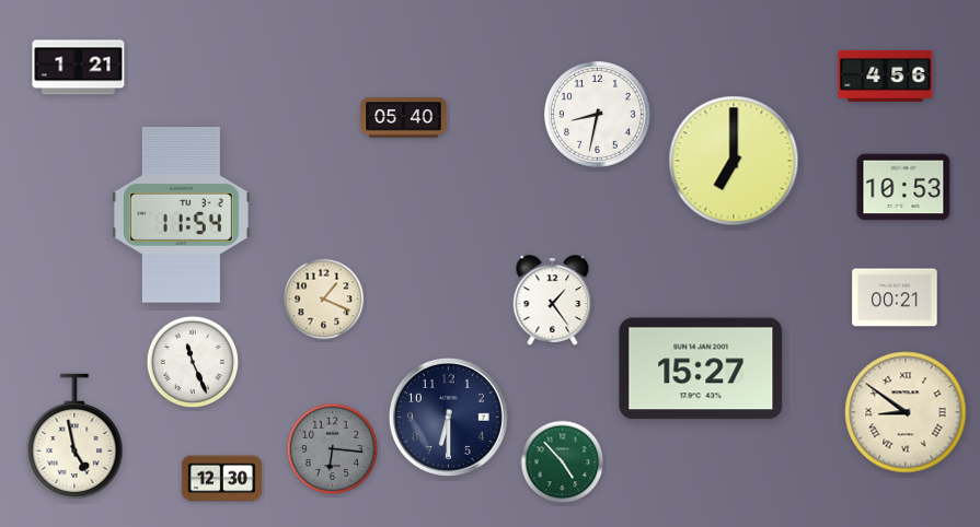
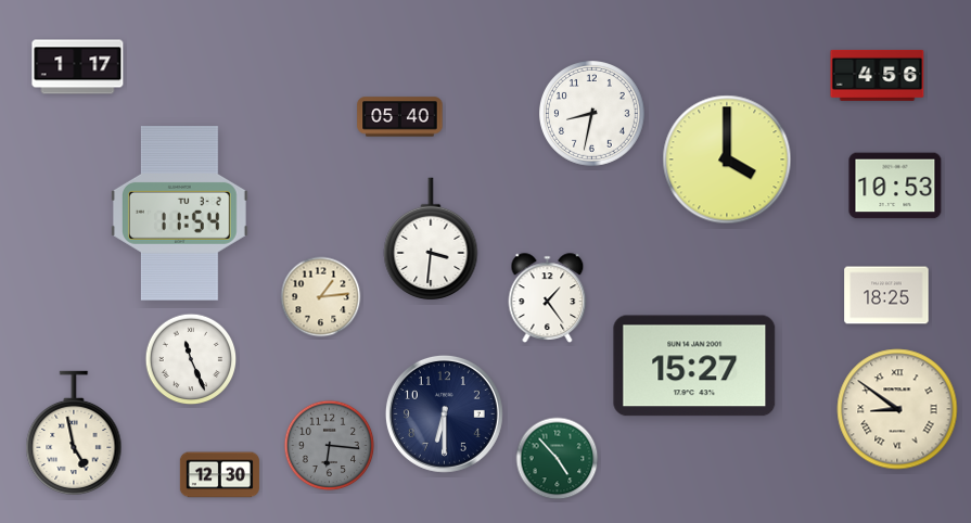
clock at (79, 68): 1:21 -> 1:17
clock at (734, 161): 7:00 -> 4:00
clock at (431, 239): none -> 3:31
clock at (895, 297): 00:21 -> 18:25
clock at (324, 300): 1:19 -> 1:14
